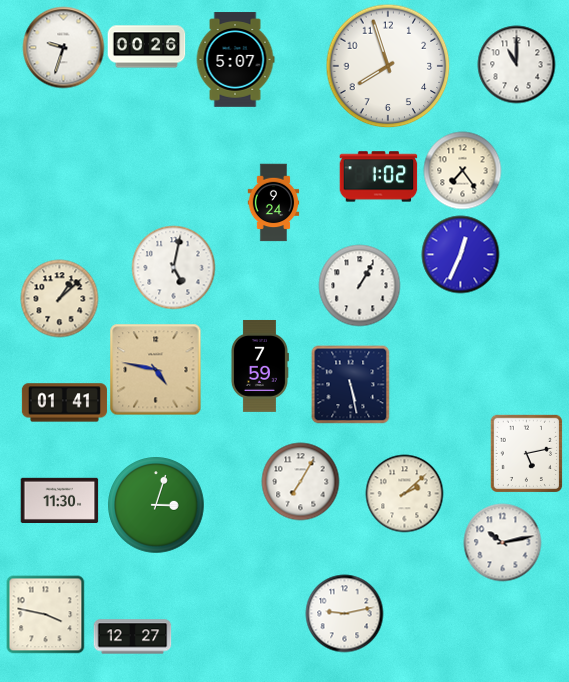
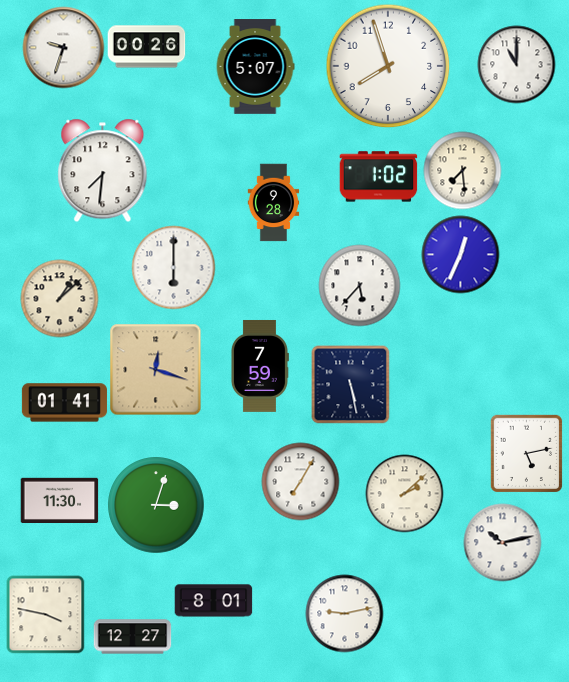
clock at (235, 60) position: (235, 60) -> (255, 67)
clock at (103, 170): none -> 7:31
clock at (462, 170): 7:24 -> 7:29
clock at (274, 202): 9:24 -> 9:28
clock at (173, 267): 5:02 -> 6:00
clock at (359, 285): 1:05 -> 5:37
clock at (155, 369): 4:47 -> 12:18
clock at (213, 601): none -> 8:01
